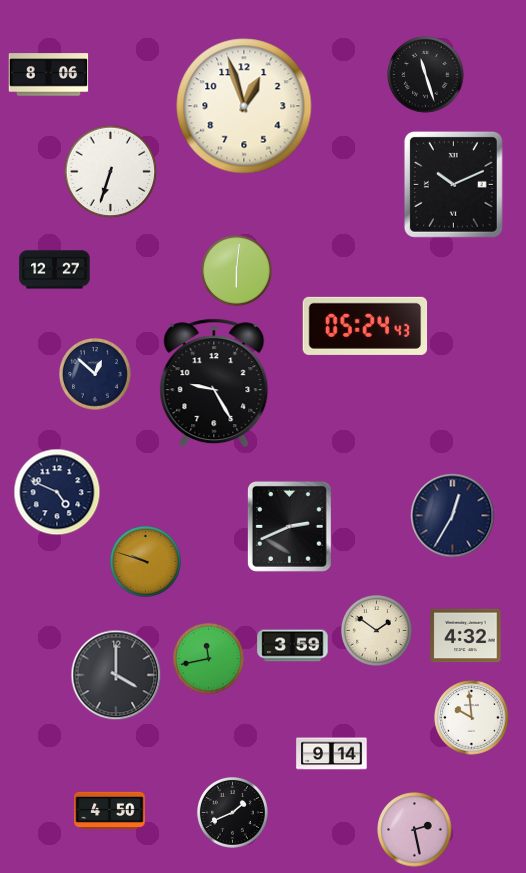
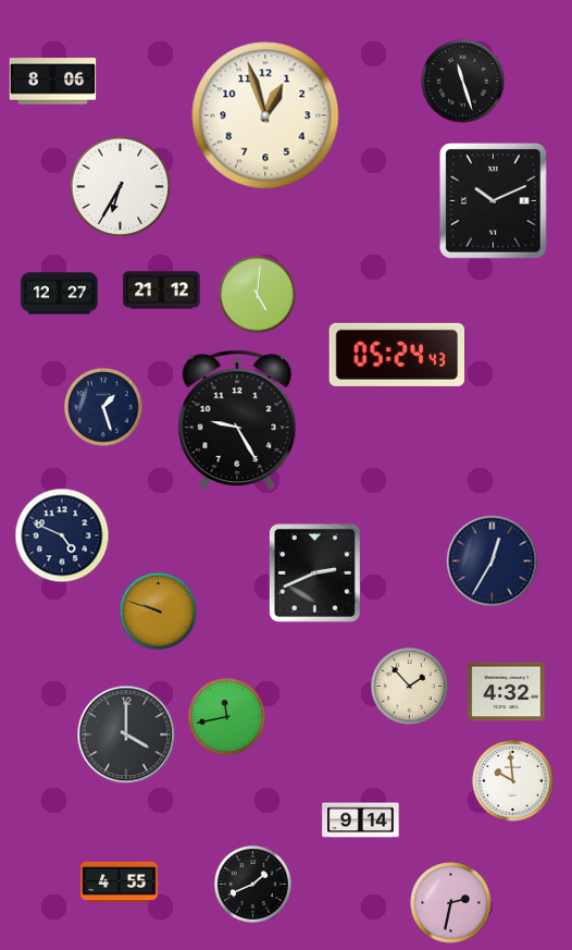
clock at (111, 172): 6:33 -> 6:35
clock at (162, 291): none -> 21:12
clock at (236, 270): 6:01 -> 5:01
clock at (96, 375): 12:52 -> 1:27
clock at (214, 383) position: (214, 383) -> (237, 420)
clock at (376, 630): 1:51 -> 1:53
clock at (293, 646): 3:59 -> none
clock at (110, 811): 4:50 -> 4:55
clock at (415, 830): 2:28 -> 2:32
